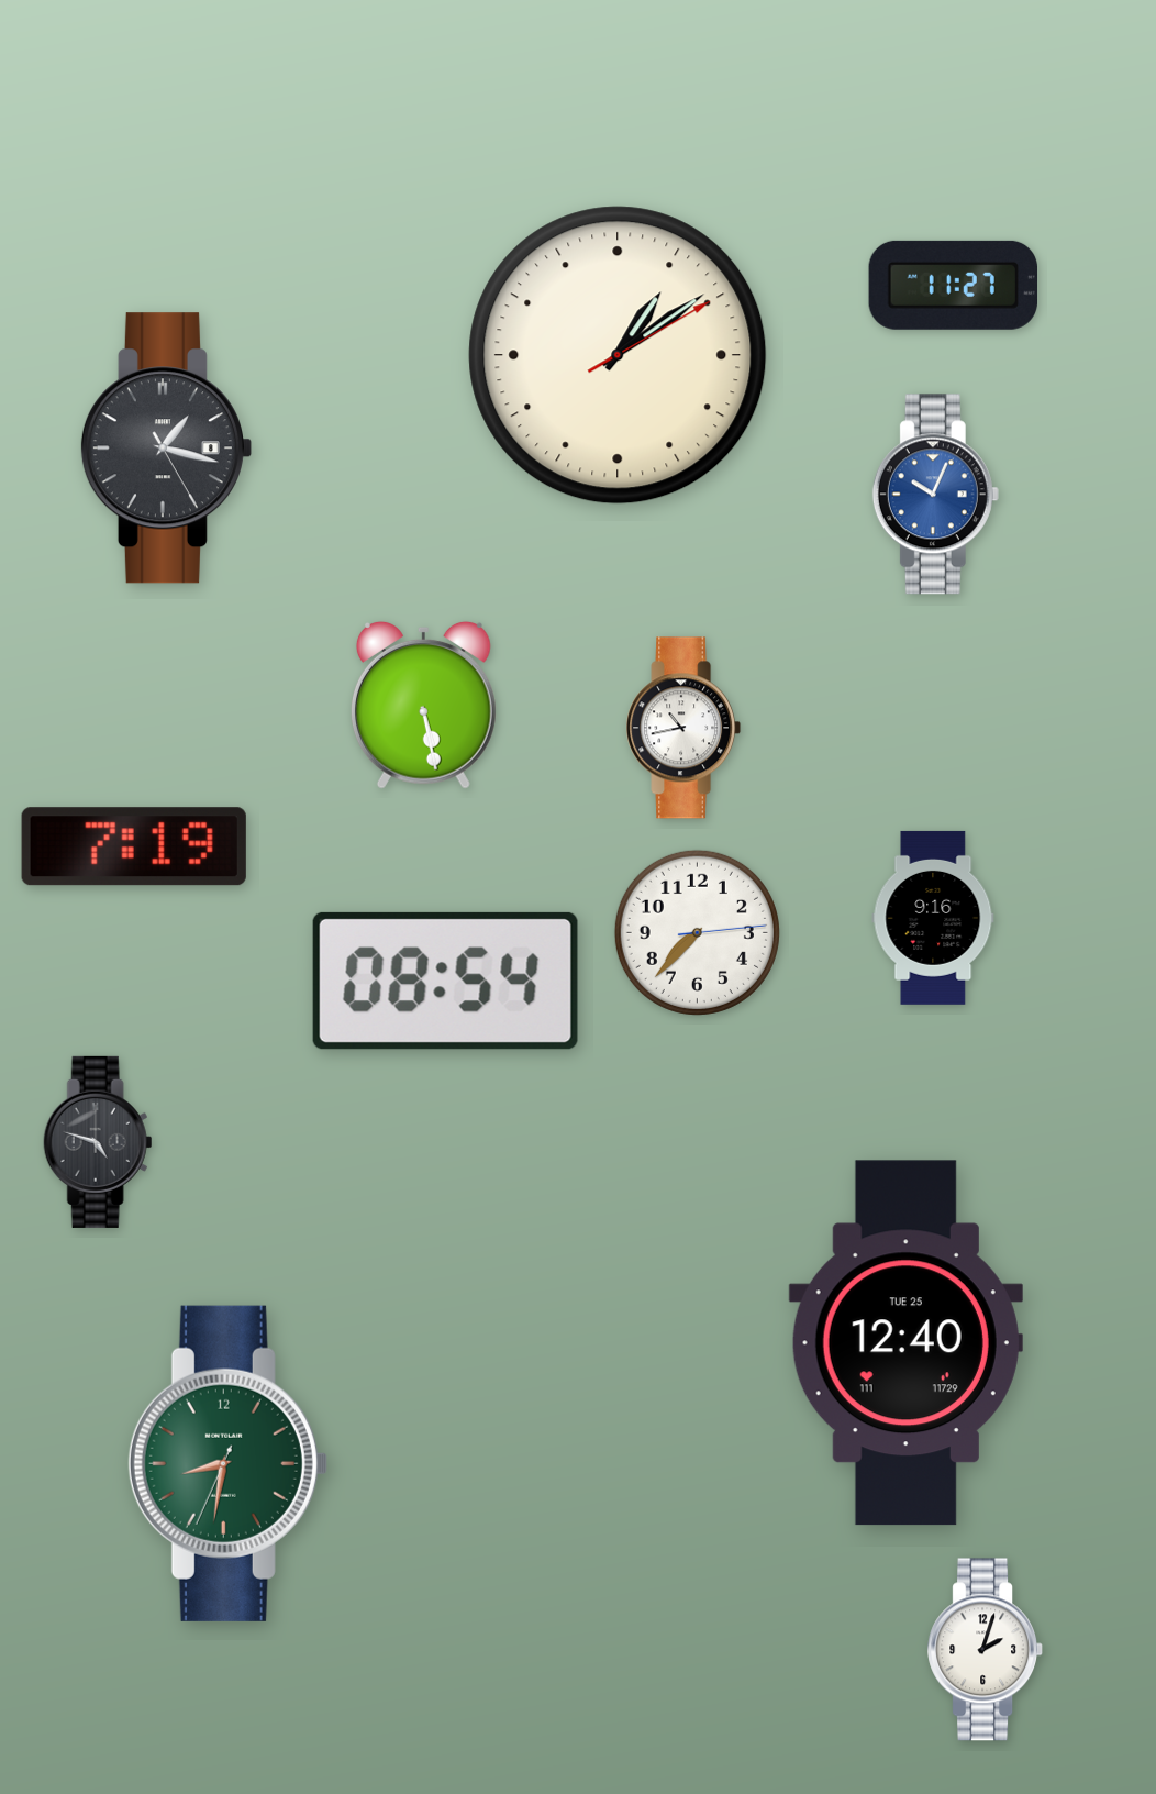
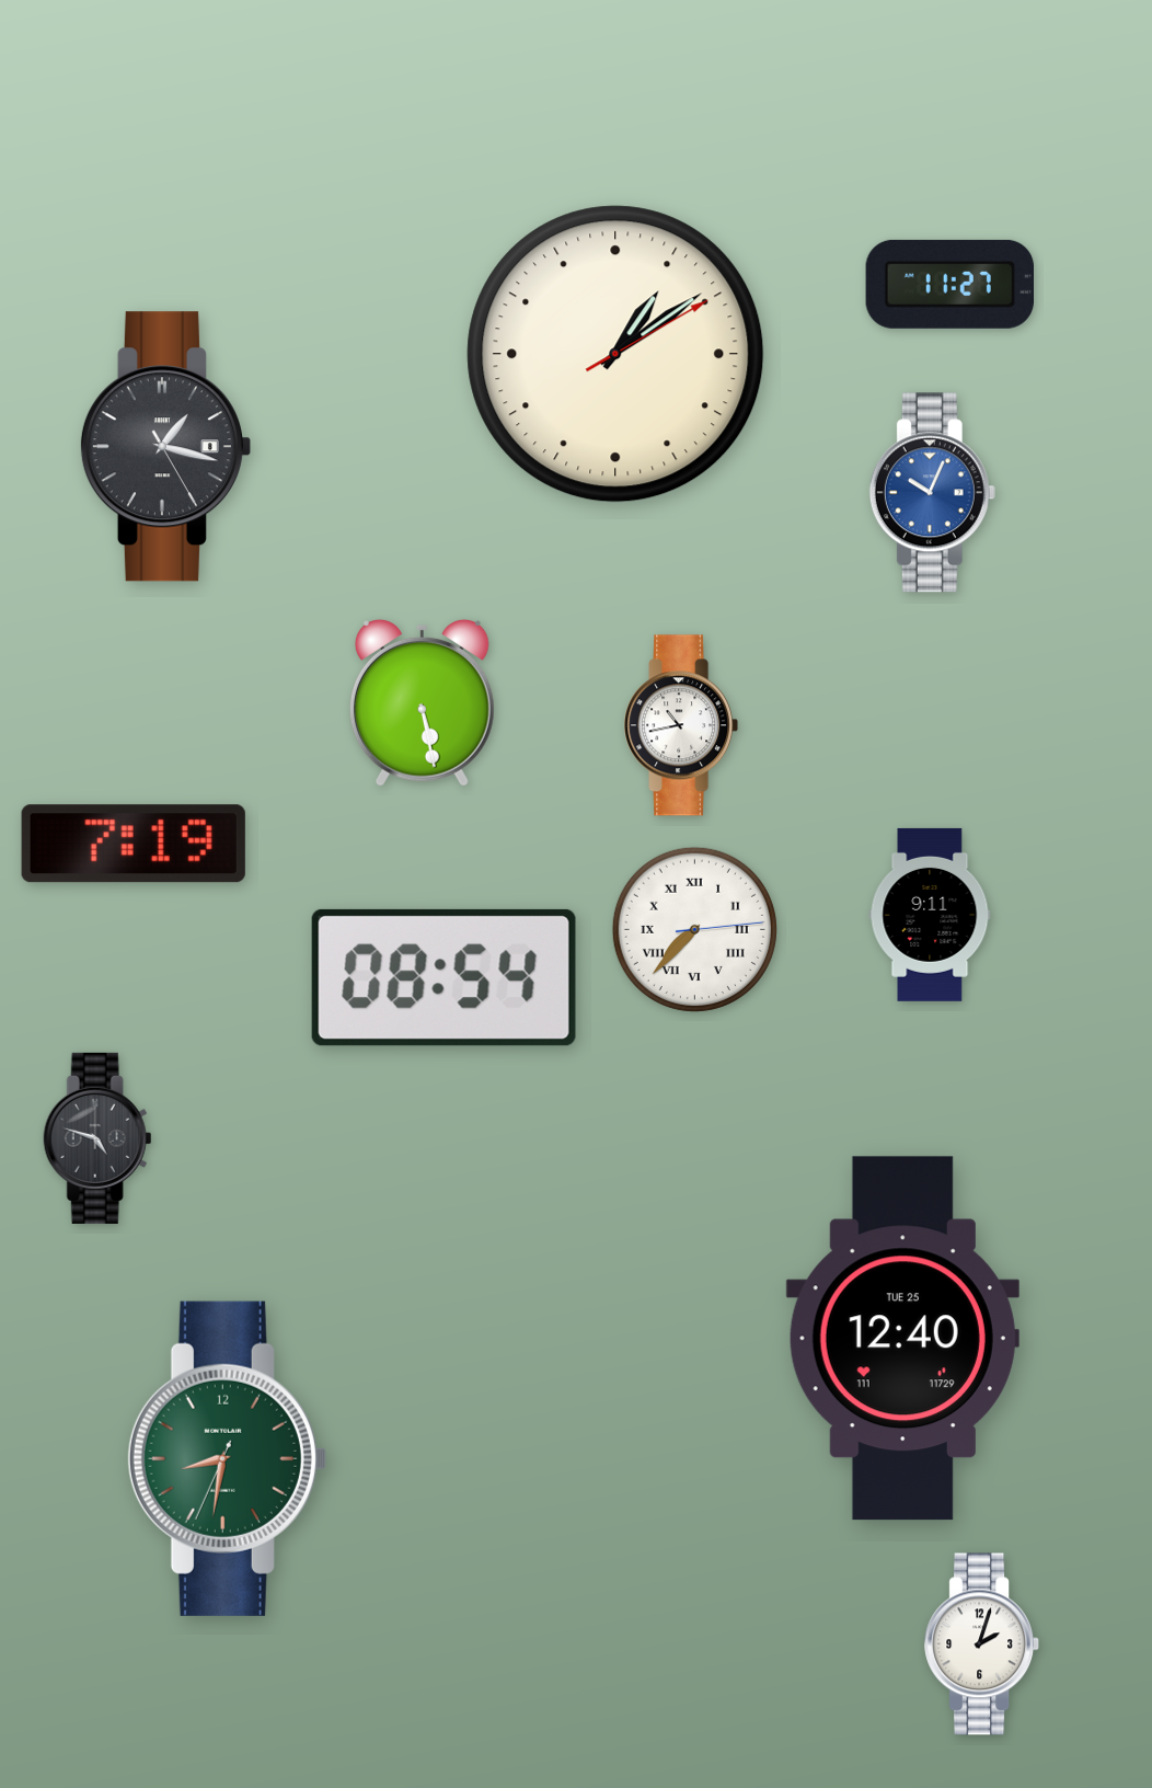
clock at (933, 918): 9:16 -> 9:11
clock at (697, 932) numerals: Arabic -> Roman
